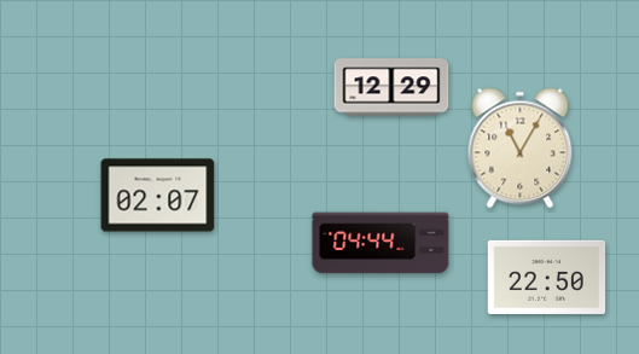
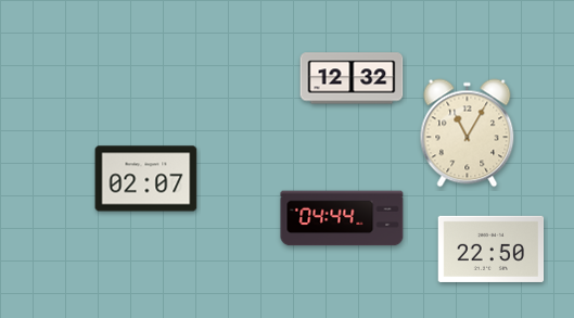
clock at (391, 87): 12:29 -> 12:32
clock at (158, 196) position: (158, 196) -> (146, 179)
